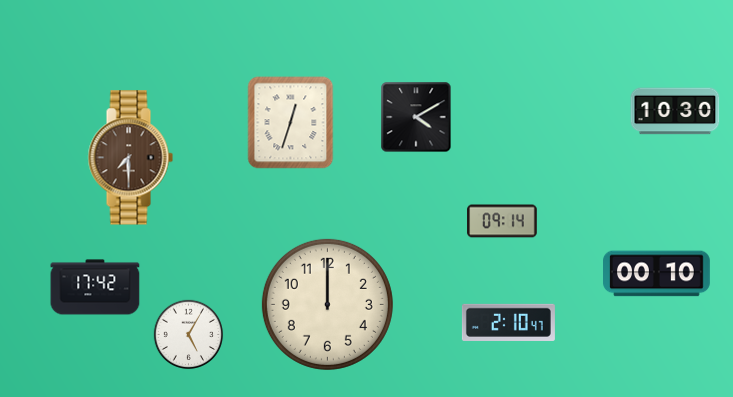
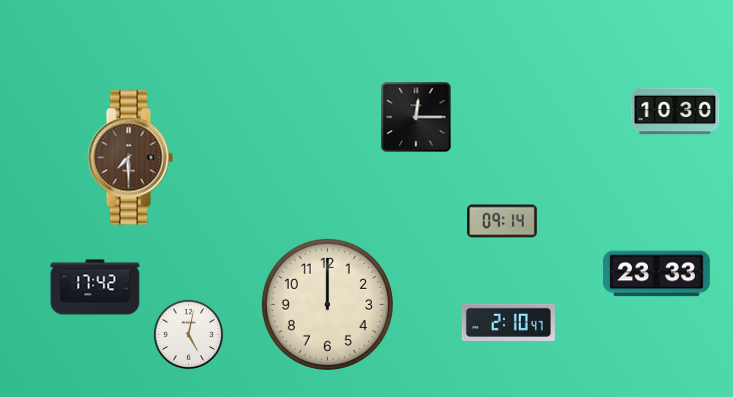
clock at (416, 117): 4:10 -> 12:15
clock at (291, 123): 12:33 -> none
clock at (657, 274): 00:10 -> 23:33
clock at (189, 335): 5:05 -> 5:02
